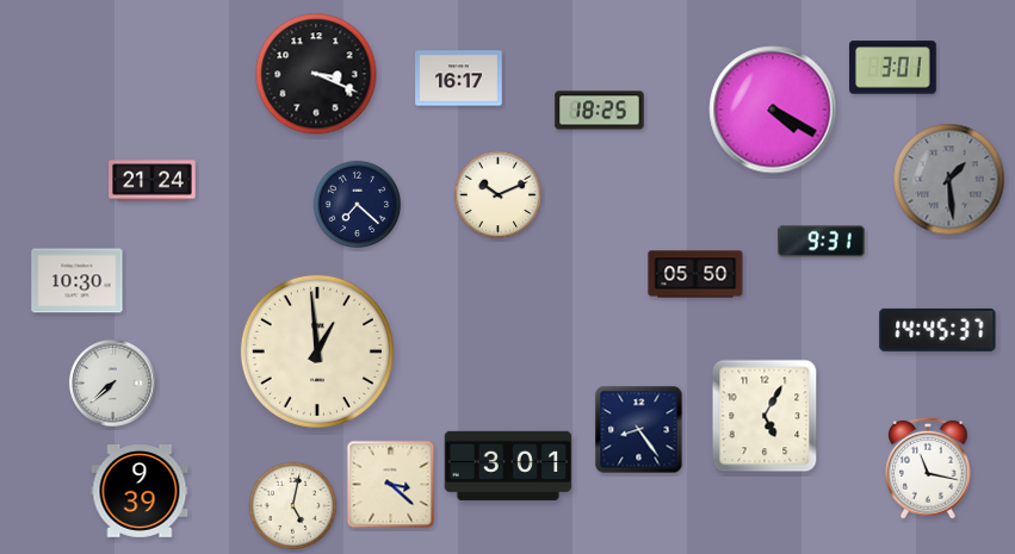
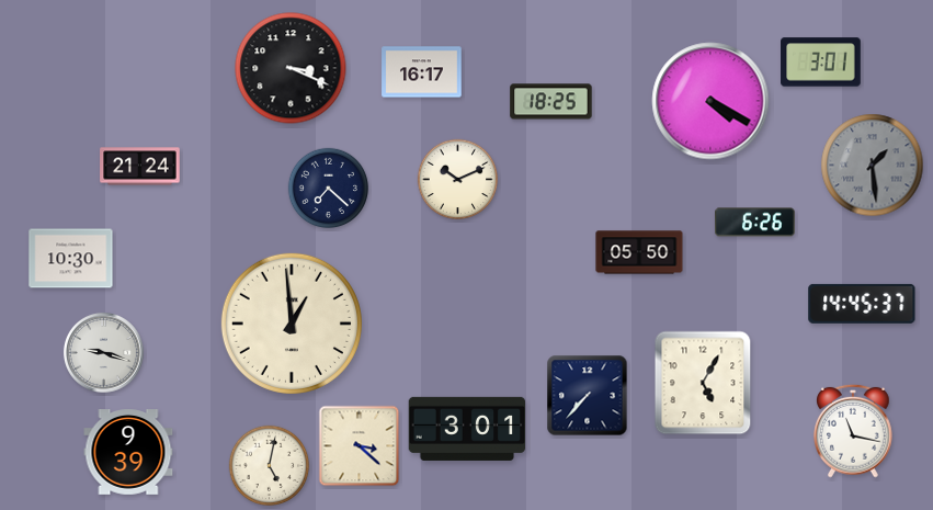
clock at (822, 242): 9:31 -> 6:26
clock at (112, 382): 7:38 -> 9:18
clock at (639, 430): 8:24 -> 7:37
